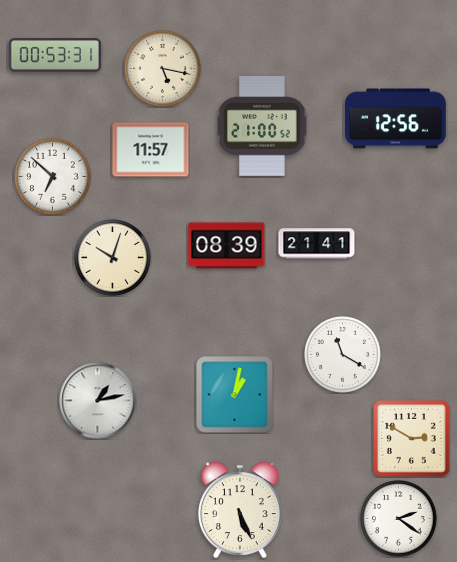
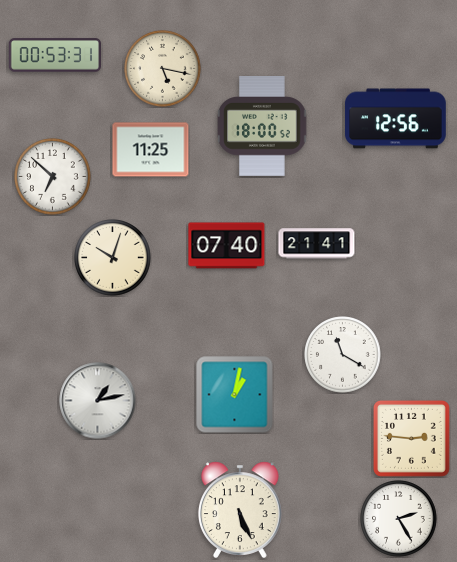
clock at (262, 127): 21:00 -> 18:00
clock at (151, 150): 11:57 -> 11:25
clock at (227, 246): 08:39 -> 07:40
clock at (411, 438): 2:50 -> 2:46
clock at (399, 519): 2:21 -> 2:25
